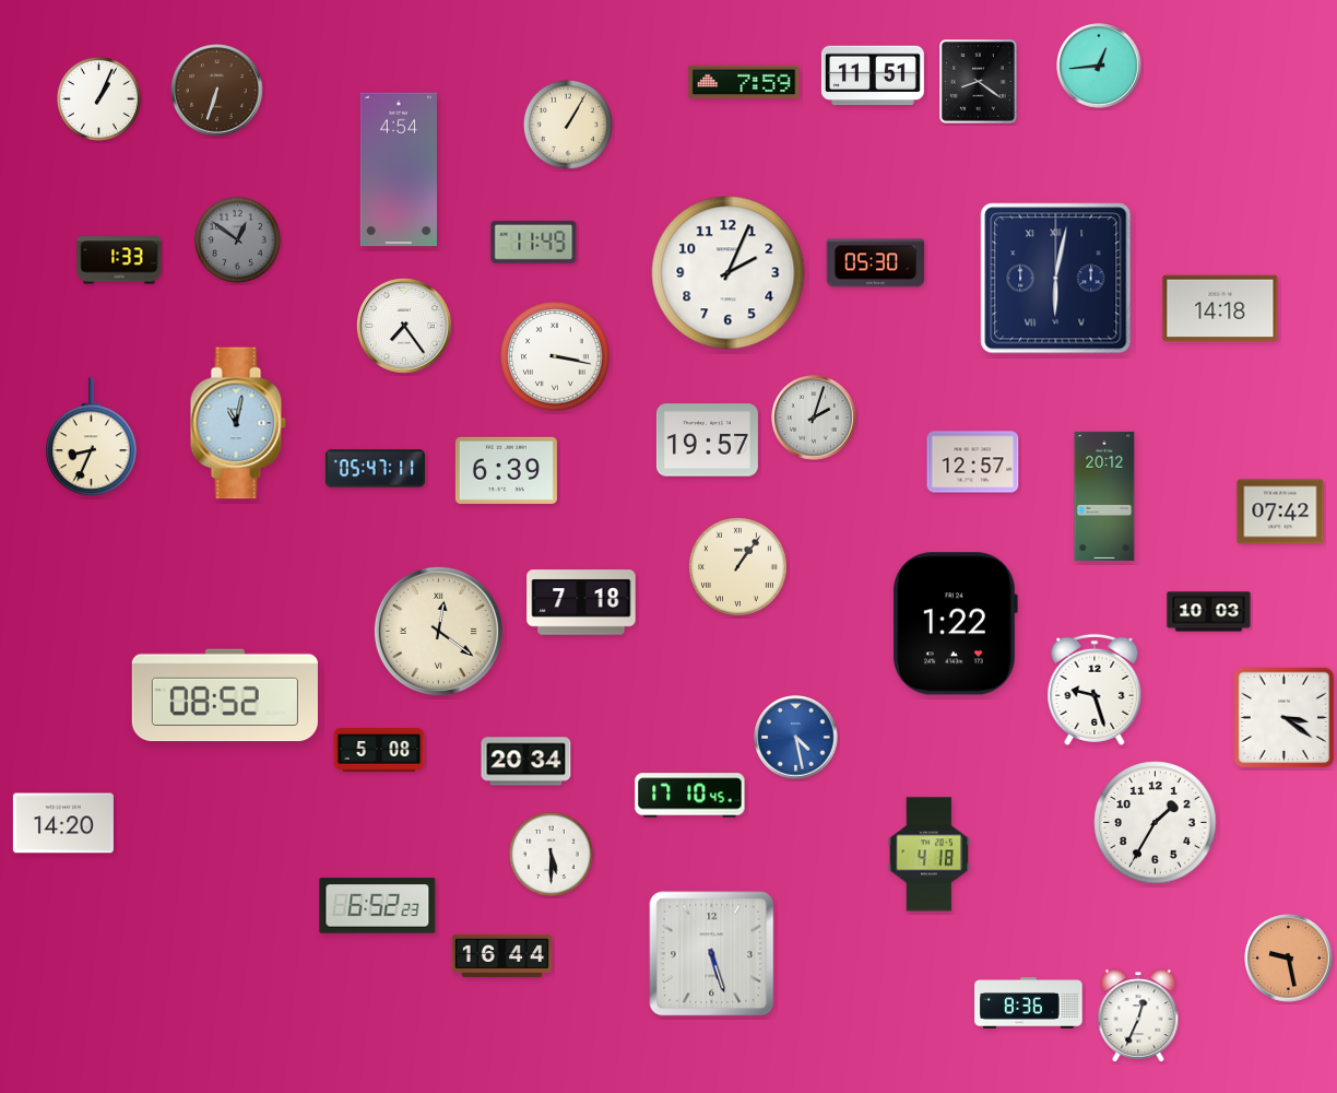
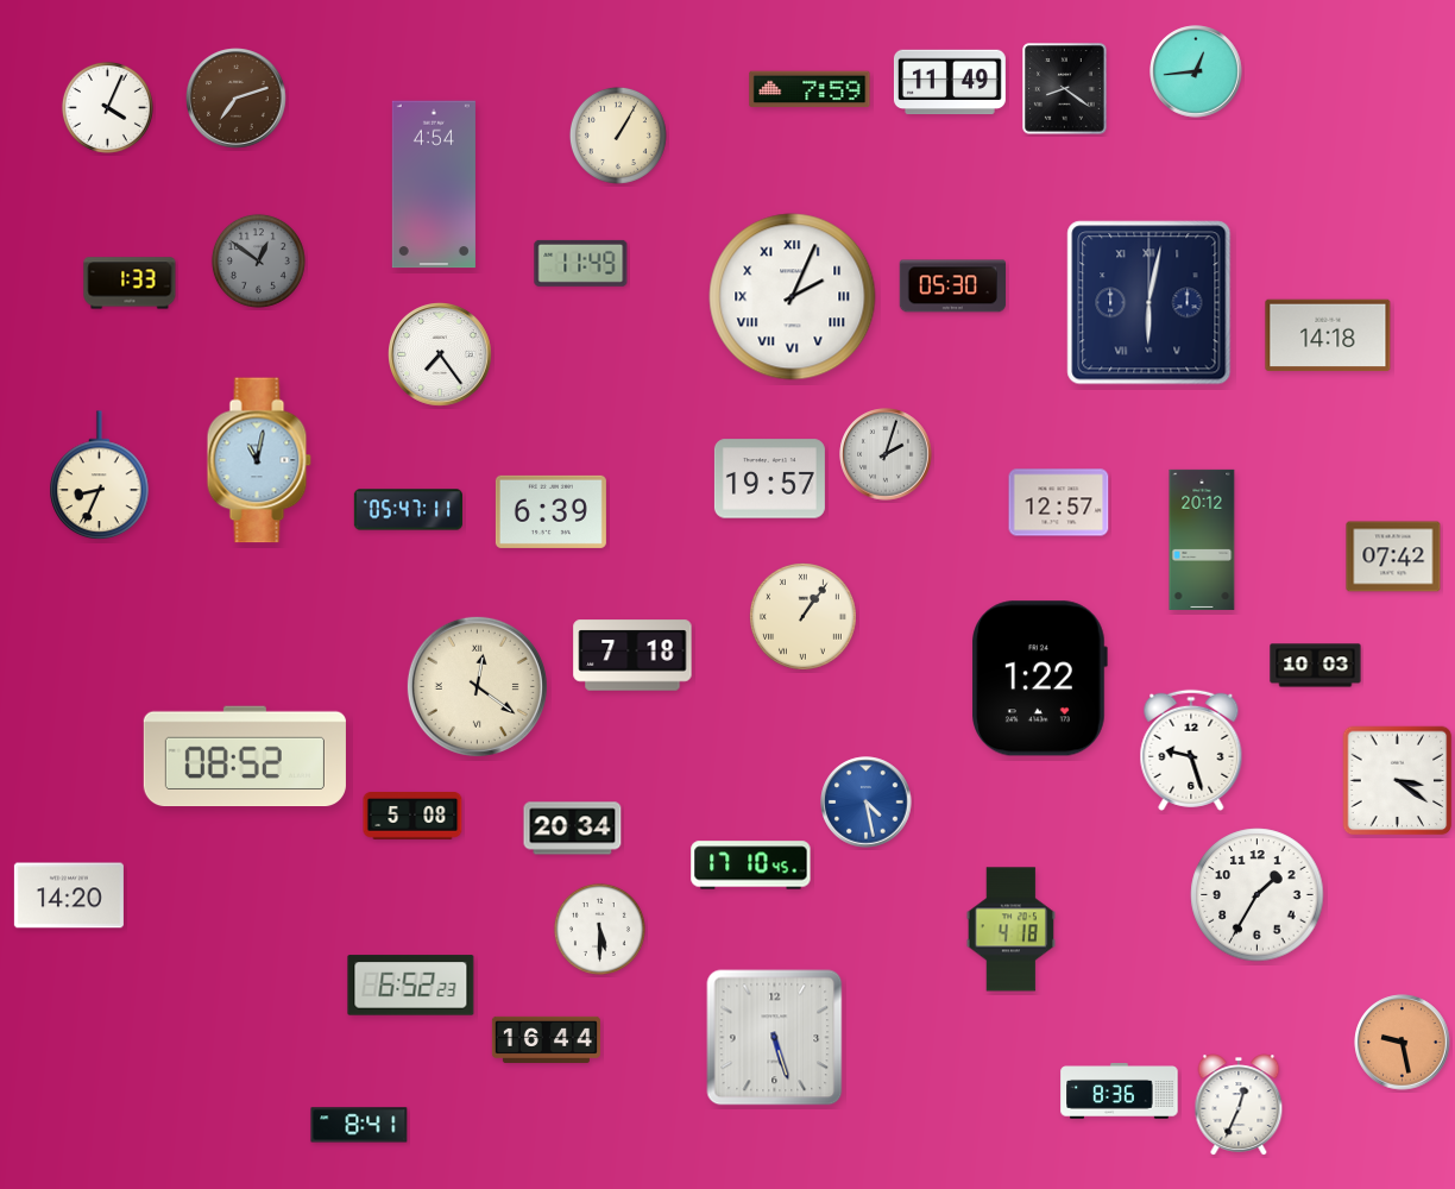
clock at (873, 75): 11:51 -> 11:49
clock at (217, 91): 6:33 -> 7:12
clock at (98, 98): 1:04 -> 4:04
clock at (729, 273) numerals: Arabic -> Roman
clock at (555, 356): 3:17 -> none
clock at (359, 1125): none -> 8:41
